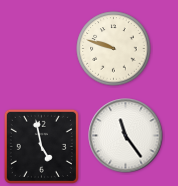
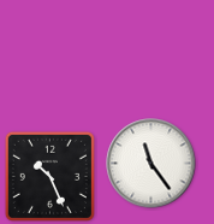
clock at (114, 49): 9:48 -> none
clock at (41, 146): 4:58 -> 10:26
